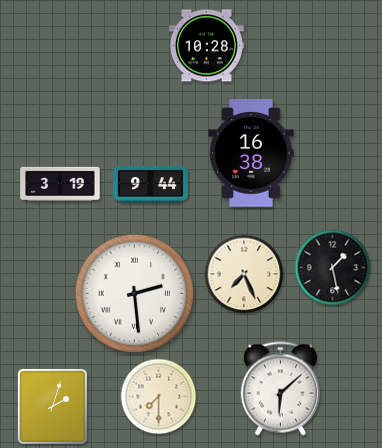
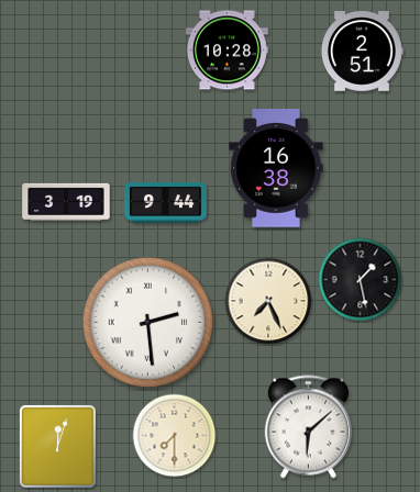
clock at (362, 52): none -> 2:51
clock at (333, 268) position: (333, 268) -> (361, 280)
clock at (52, 406): 2:03 -> 12:03
